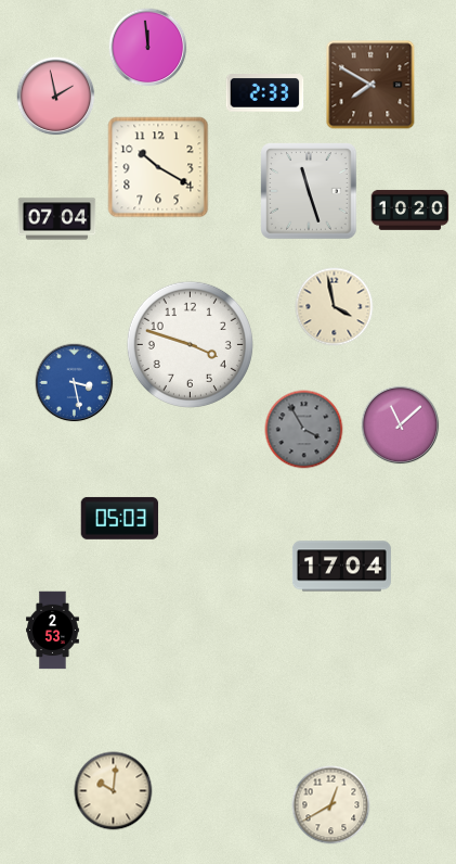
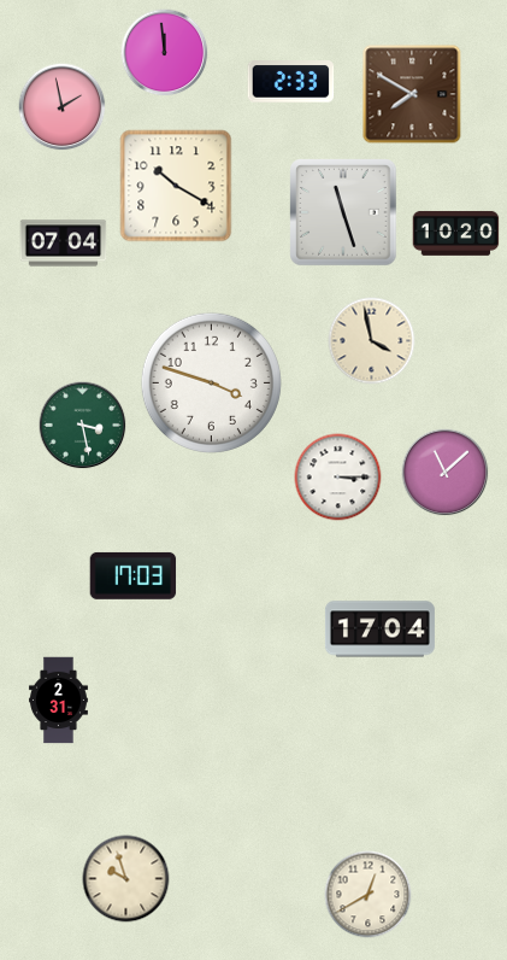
clock at (265, 93) position: (265, 93) -> (291, 82)
clock at (75, 383) dial: blue -> green
clock at (304, 430): 3:55 -> 3:15
clock at (304, 430) dial: grey -> white
clock at (120, 518): 05:03 -> 17:03
clock at (53, 631): 2:53 -> 2:31
clock at (114, 791): 10:01 -> 9:57
